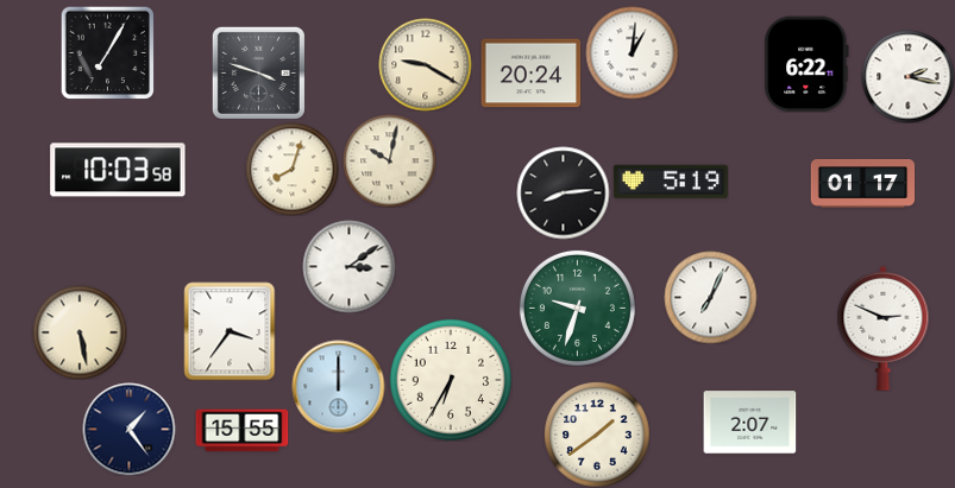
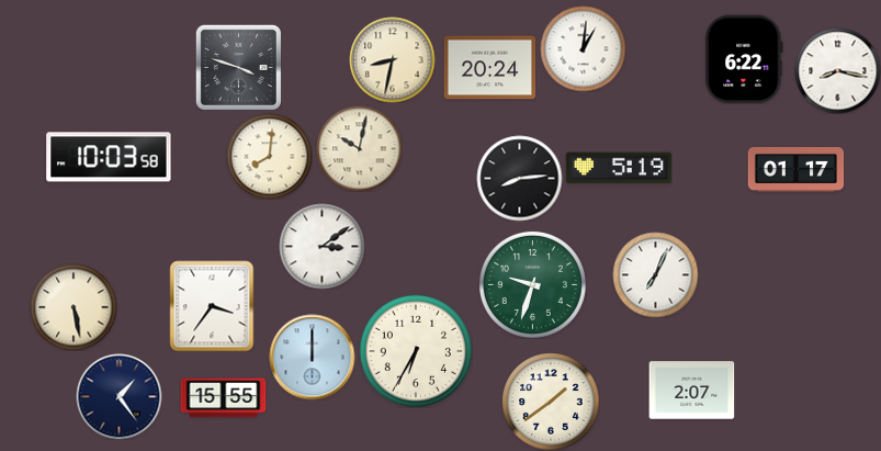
clock at (107, 52): 7:05 -> none
clock at (425, 64): 9:20 -> 8:32
clock at (907, 76): 2:17 -> 8:17
clock at (291, 169): 8:03 -> 8:01
clock at (884, 328): 2:49 -> none
